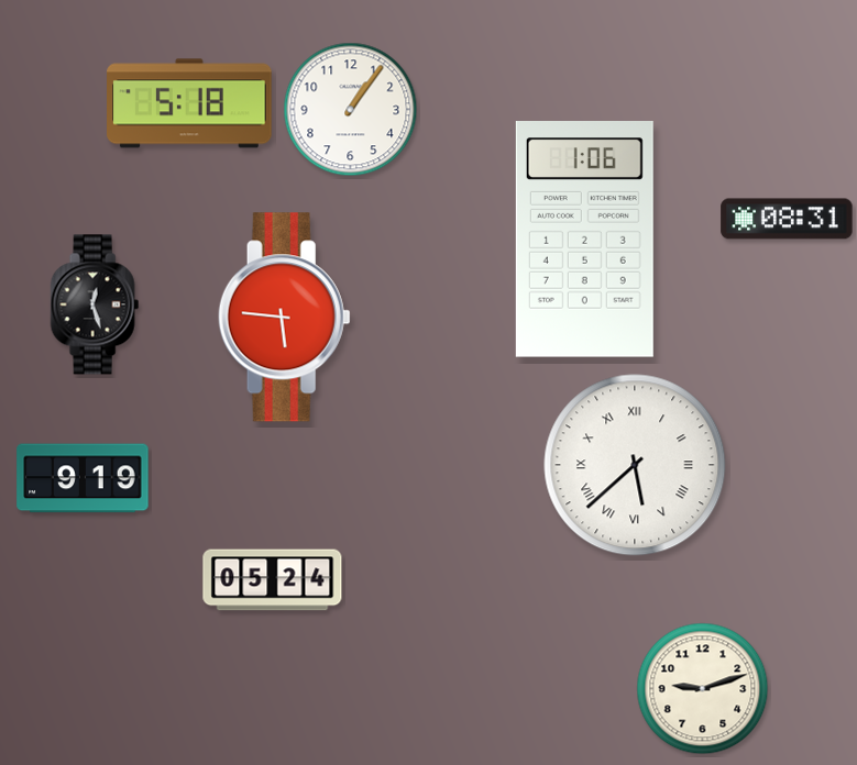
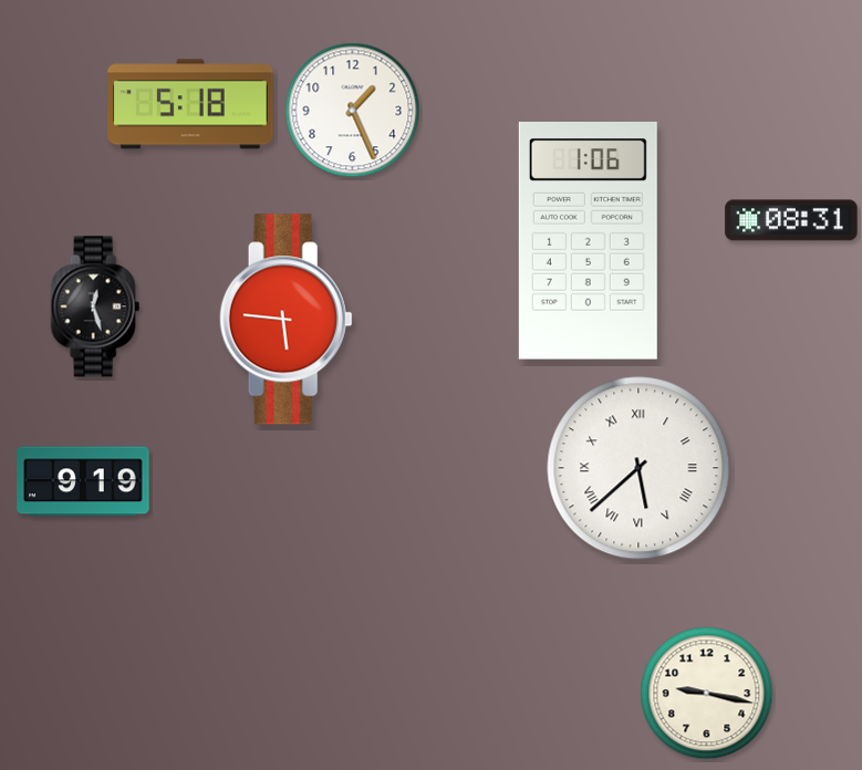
clock at (351, 110): 1:06 -> 1:26
clock at (273, 580): 05:24 -> none
clock at (703, 689): 9:12 -> 9:17
